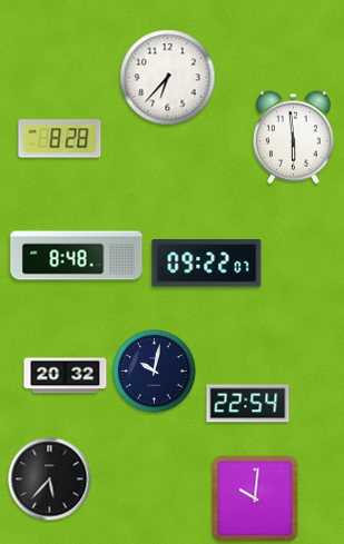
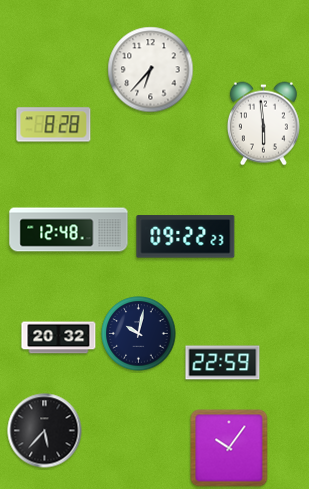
clock at (77, 256): 8:48 -> 12:48
clock at (207, 264): 09:22:07 -> 09:22:23
clock at (248, 404): 22:54 -> 22:59
clock at (255, 498): 10:01 -> 10:06
